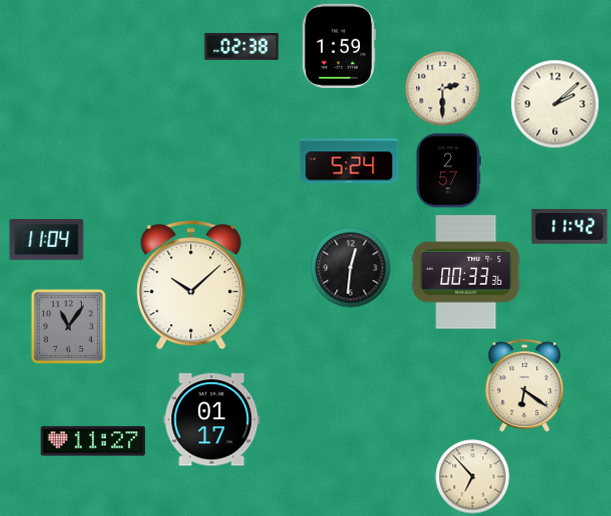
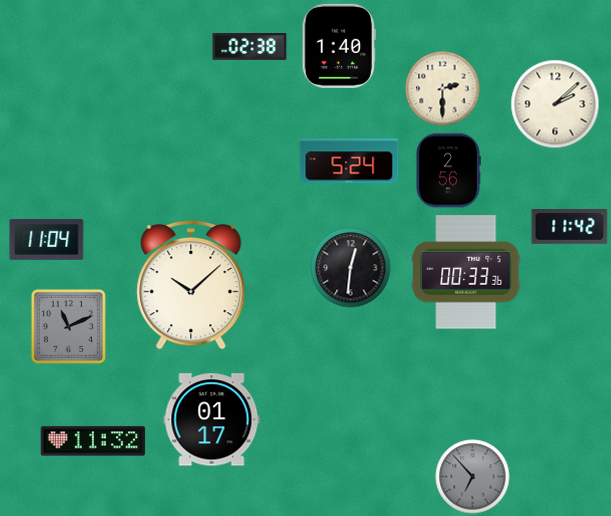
clock at (339, 46): 1:59 -> 1:40
clock at (242, 47) position: (242, 47) -> (250, 47)
clock at (448, 171): 2:57 -> 2:56
clock at (68, 326): 11:06 -> 11:11
clock at (525, 385): 6:21 -> none
clock at (93, 441): 11:27 -> 11:32
clock at (473, 477) dial: cream -> grey
